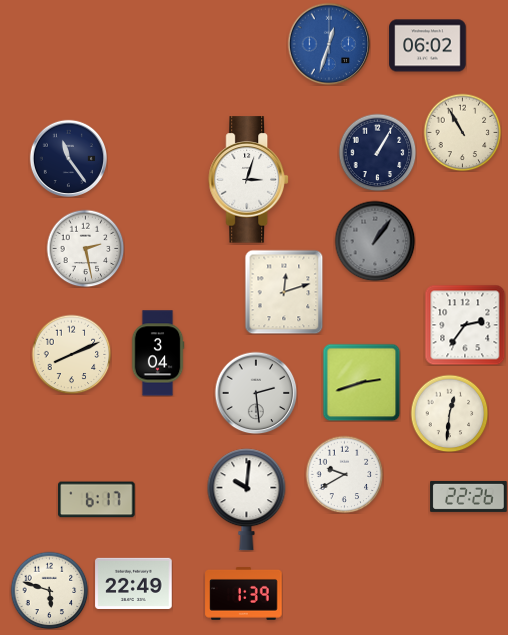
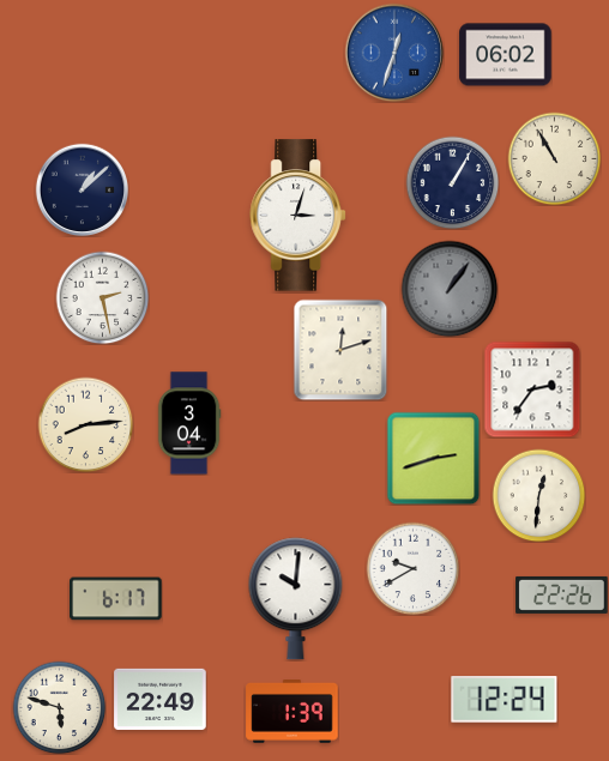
clock at (428, 46) position: (428, 46) -> (506, 55)
clock at (68, 158): 11:24 -> 1:08
clock at (465, 325) position: (465, 325) -> (532, 389)
clock at (71, 354): 8:11 -> 8:14
clock at (256, 393): 2:29 -> none
clock at (505, 700): none -> 12:24
